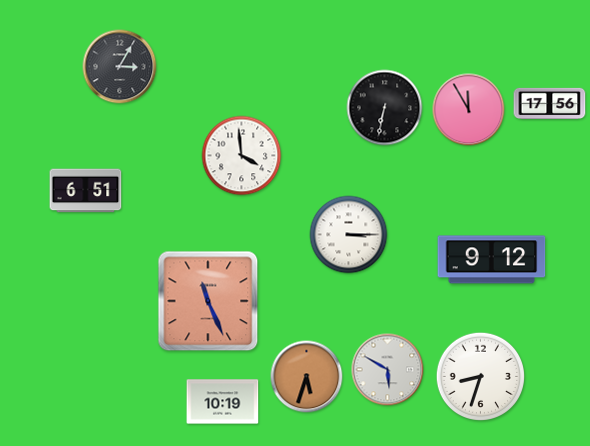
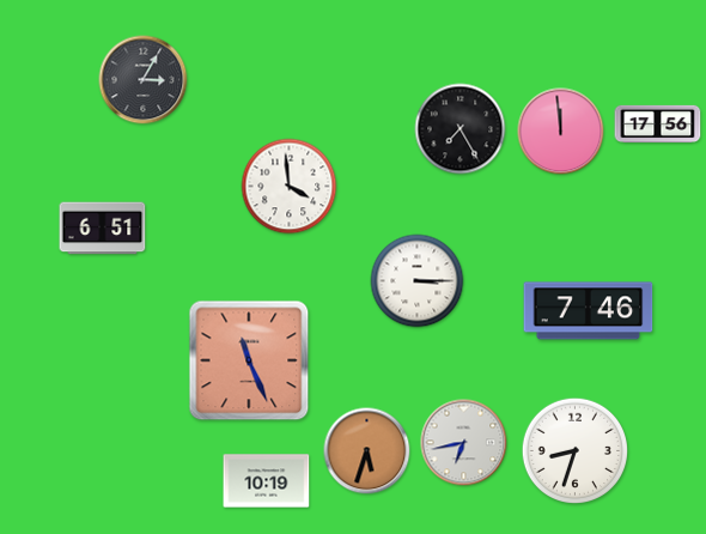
clock at (385, 108): 6:32 -> 7:25
clock at (469, 110): 11:55 -> 11:59
clock at (492, 260): 9:12 -> 7:46
clock at (388, 370): 5:50 -> 6:43
